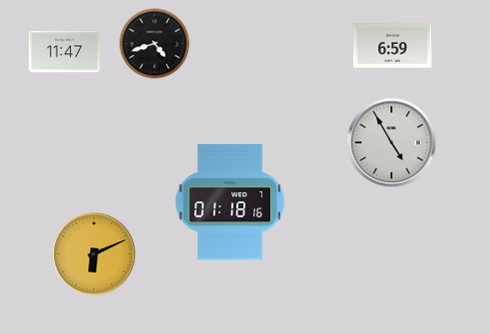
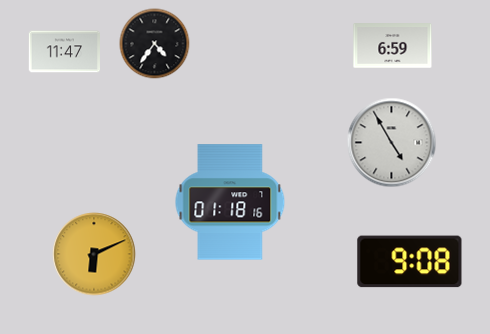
clock at (155, 44): 4:42 -> 4:36
clock at (410, 262): none -> 9:08
